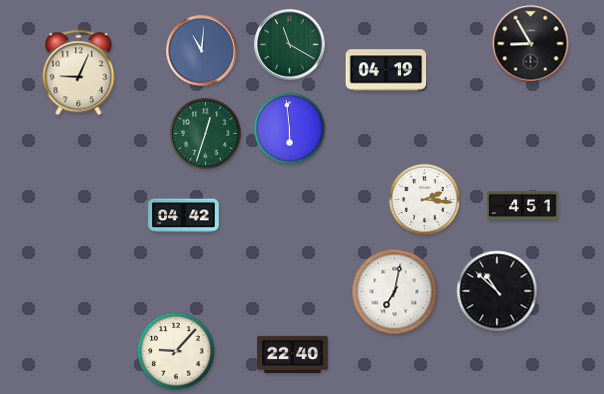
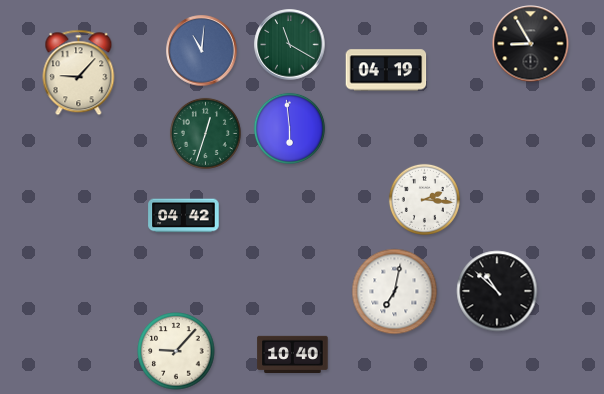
clock at (79, 73): 9:04 -> 9:07
clock at (523, 205): 4:51 -> none
clock at (293, 354): 22:40 -> 10:40
